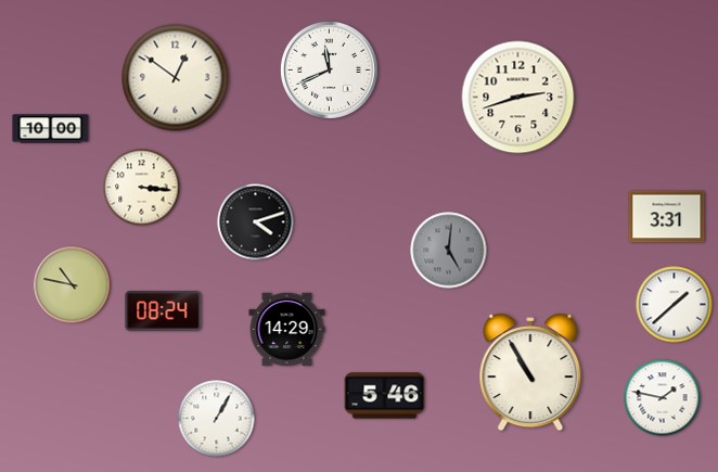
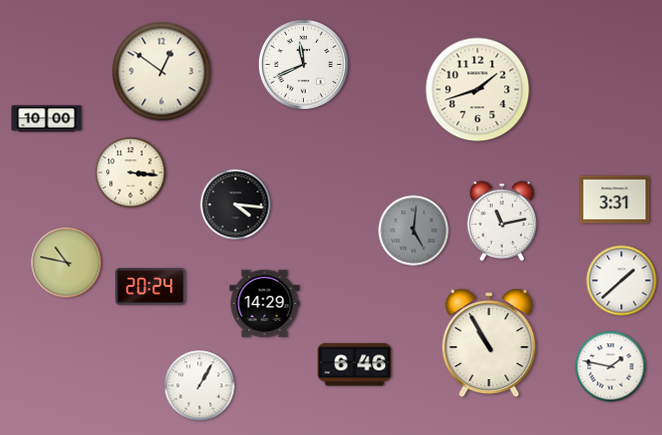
clock at (518, 98): 2:42 -> 1:42
clock at (256, 222): 4:12 -> 4:16
clock at (501, 221): none -> 11:13
clock at (164, 311): 08:24 -> 20:24
clock at (385, 396): 5:46 -> 6:46
